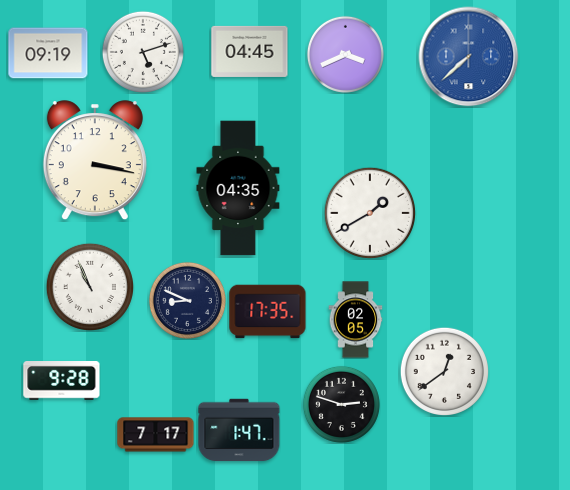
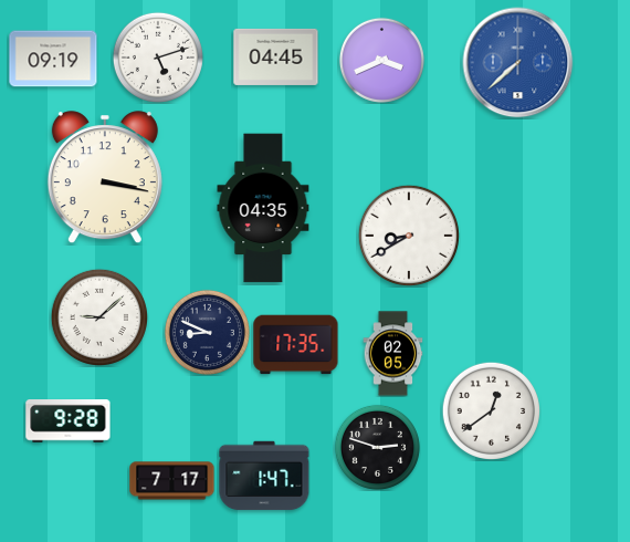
clock at (369, 212): 1:40 -> 8:40
clock at (89, 286): 10:56 -> 9:08
